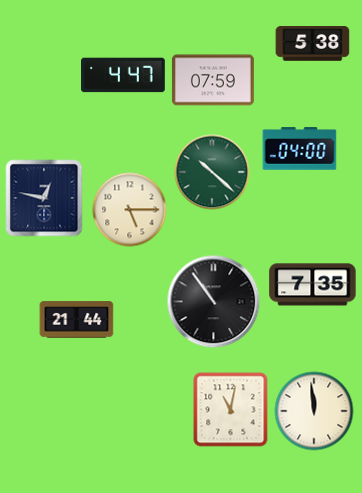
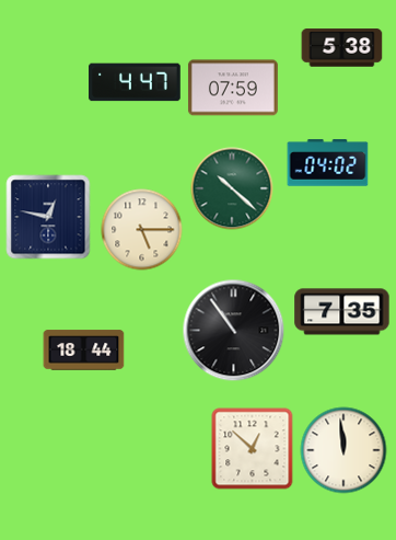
clock at (300, 149): 04:00 -> 04:02
clock at (77, 320): 21:44 -> 18:44
clock at (231, 410): 11:02 -> 12:52
